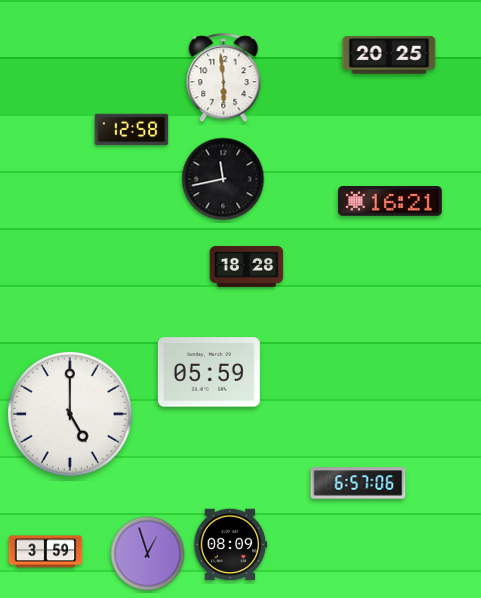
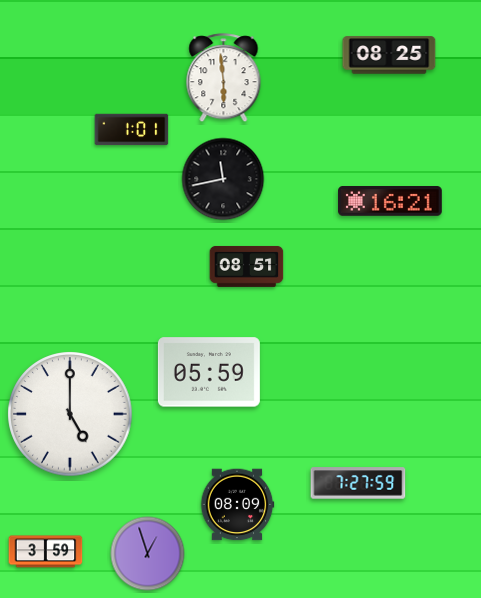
clock at (389, 55): 20:25 -> 08:25
clock at (132, 130): 12:58 -> 1:01
clock at (247, 266): 18:28 -> 08:51
clock at (358, 483): 6:57 -> 7:27
clock at (230, 545) position: (230, 545) -> (237, 505)
